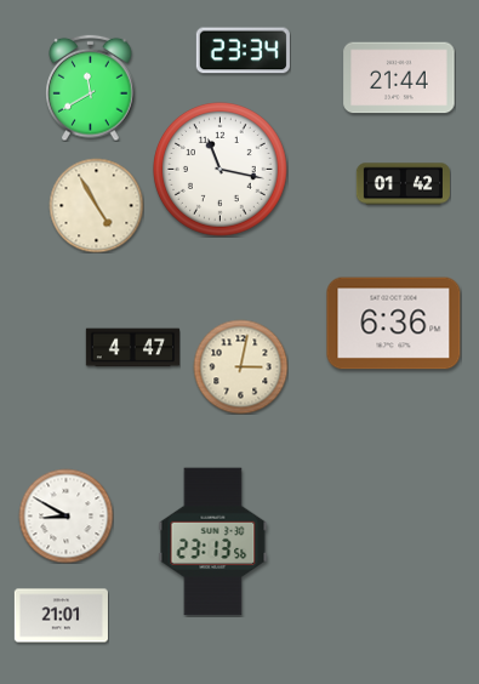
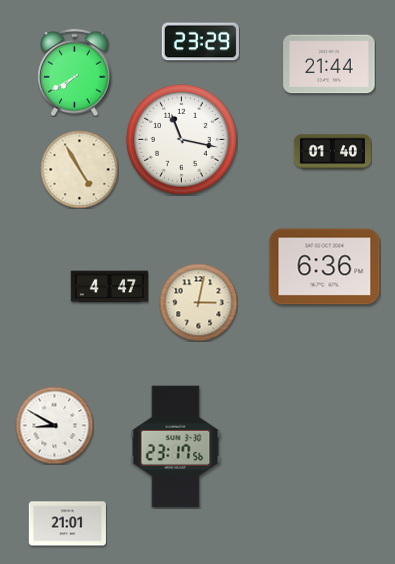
clock at (243, 51): 23:34 -> 23:29
clock at (91, 87): 11:40 -> 7:40
clock at (403, 184): 01:42 -> 01:40
clock at (213, 542): 23:13 -> 23:17
clock at (61, 616) position: (61, 616) -> (67, 524)
